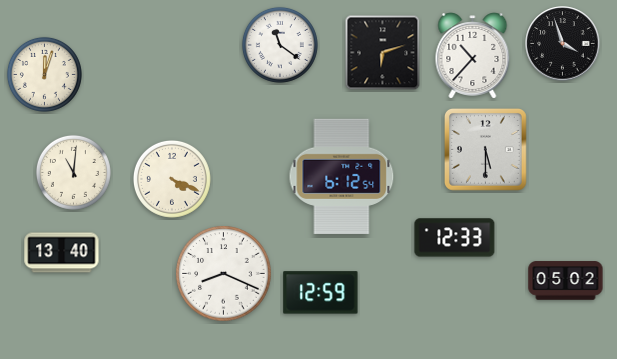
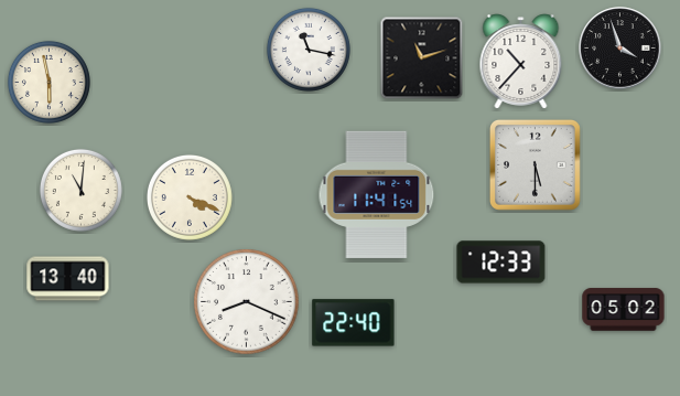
clock at (280, 45): 11:21 -> 11:17
clock at (383, 53): 6:12 -> 11:12
clock at (44, 74): 12:03 -> 5:58
clock at (342, 176): 6:12 -> 11:41
clock at (321, 293): 12:59 -> 22:40
